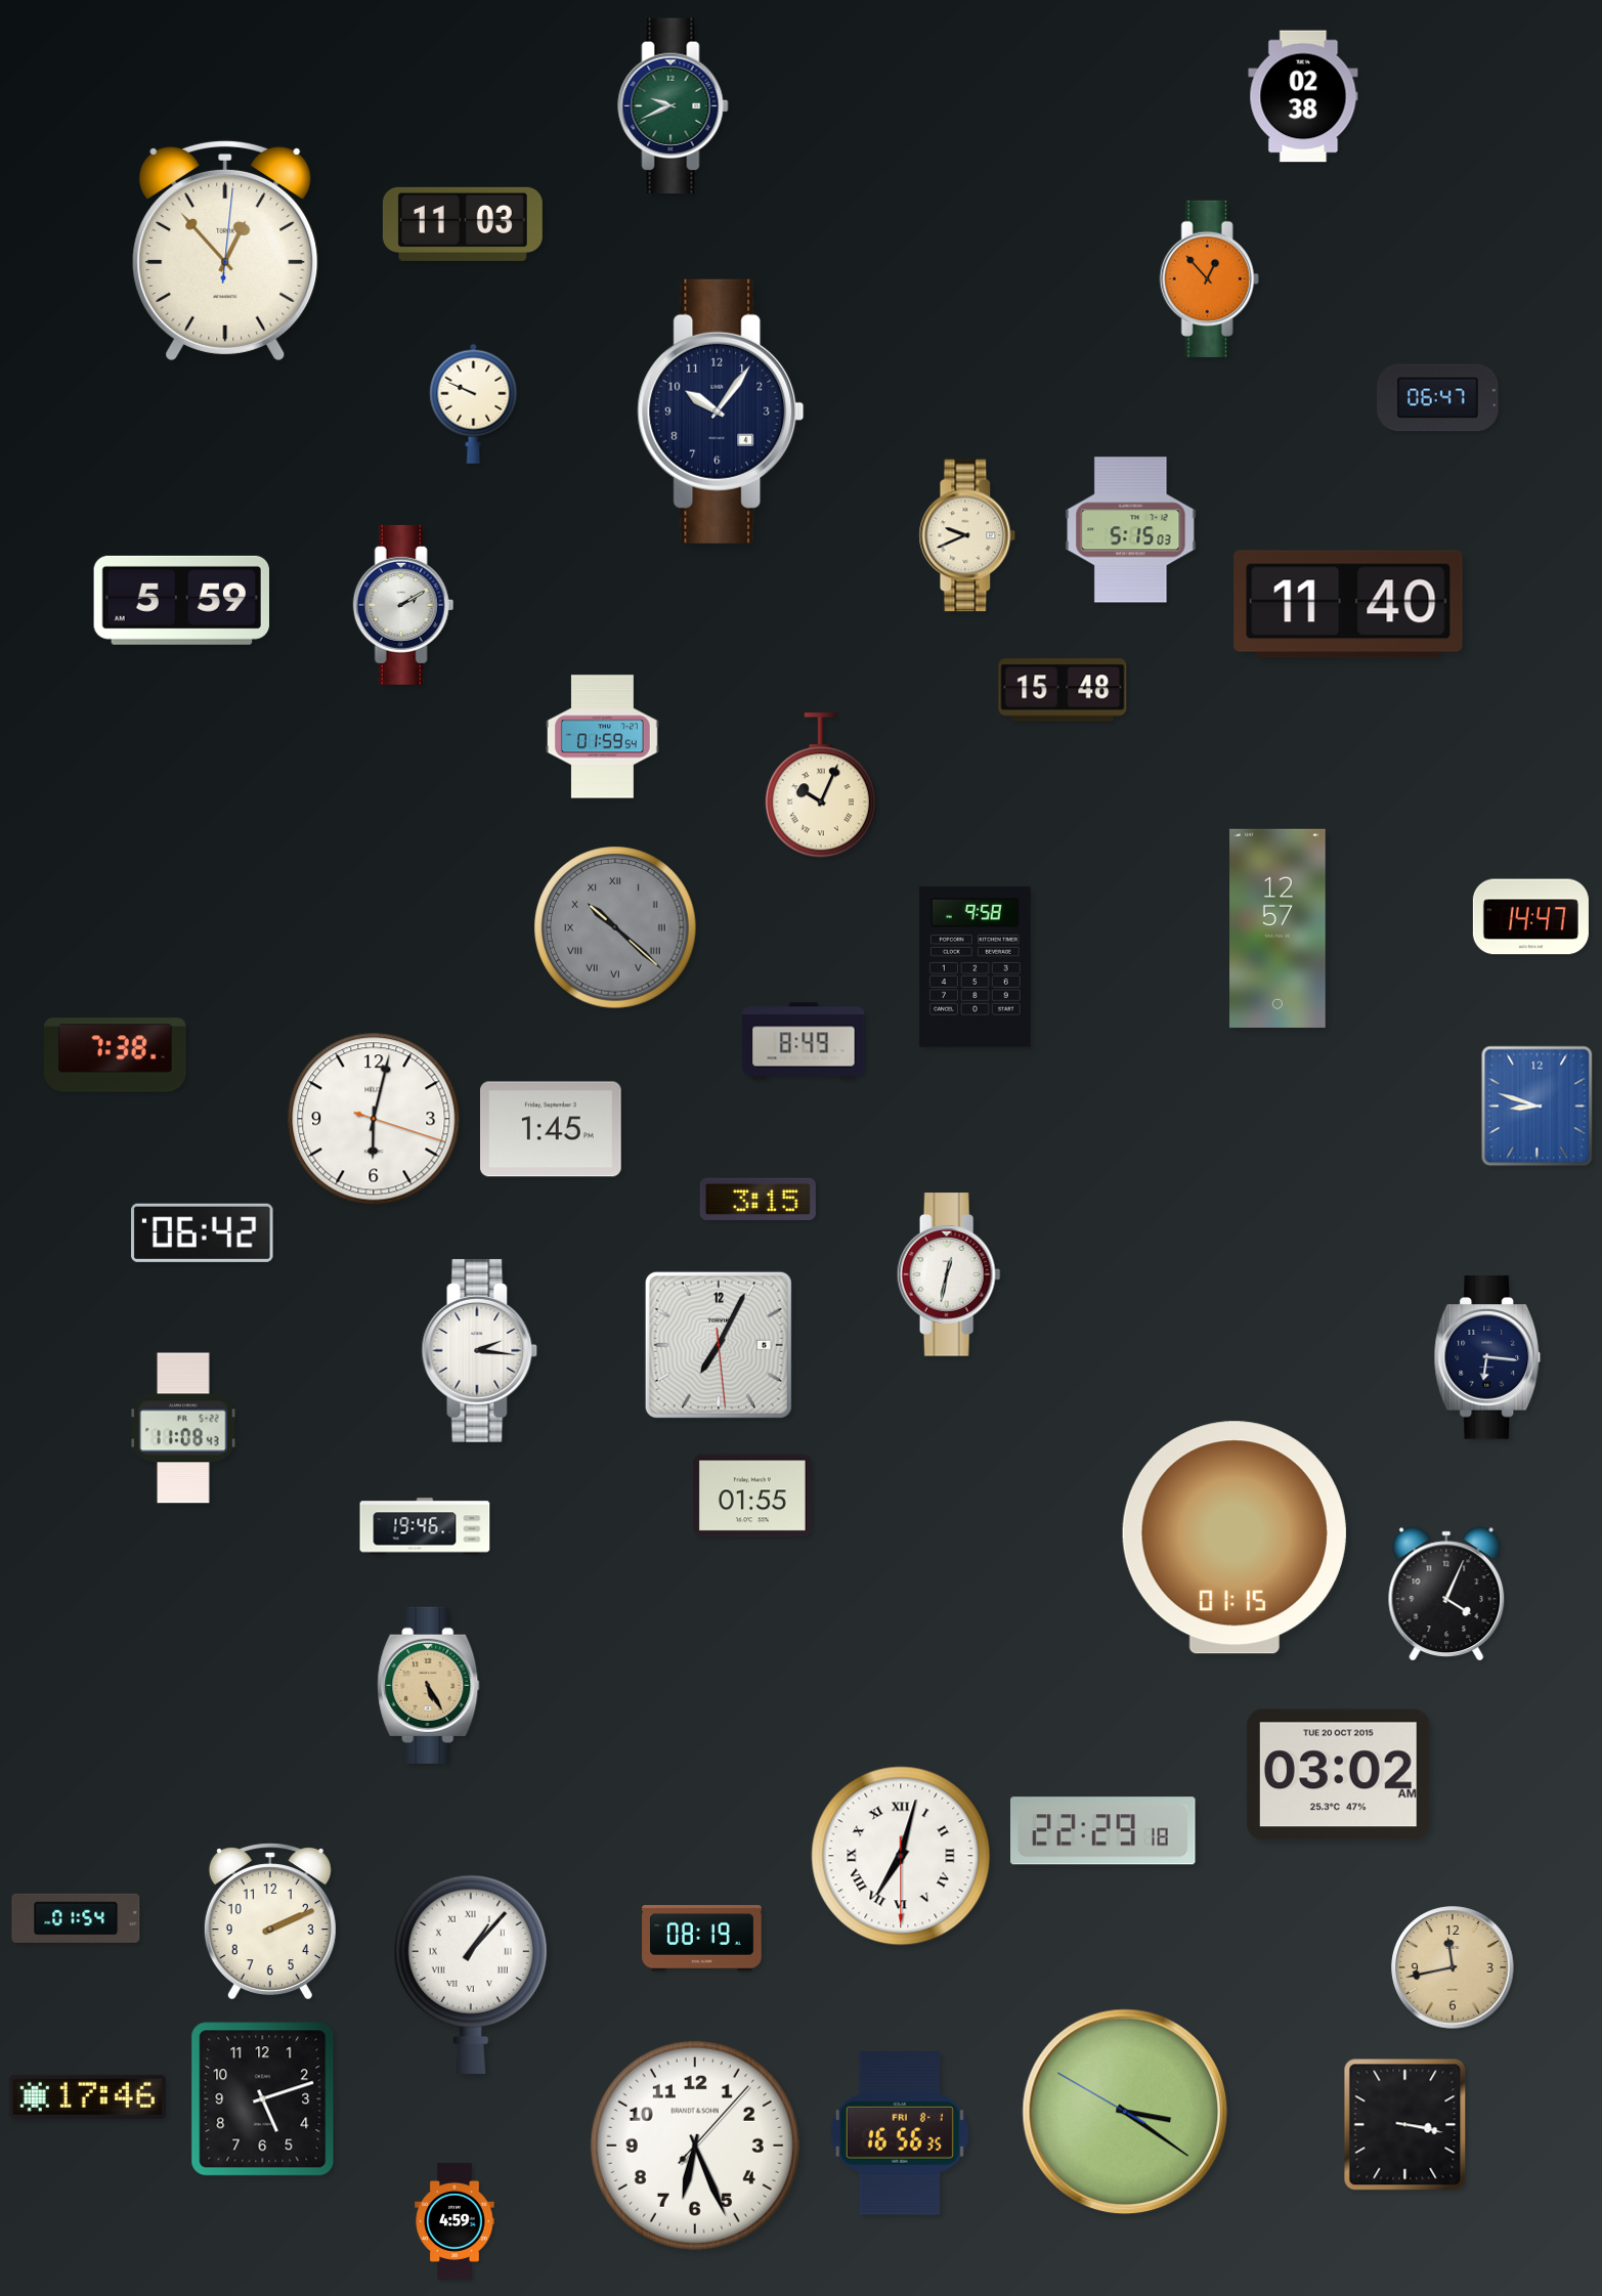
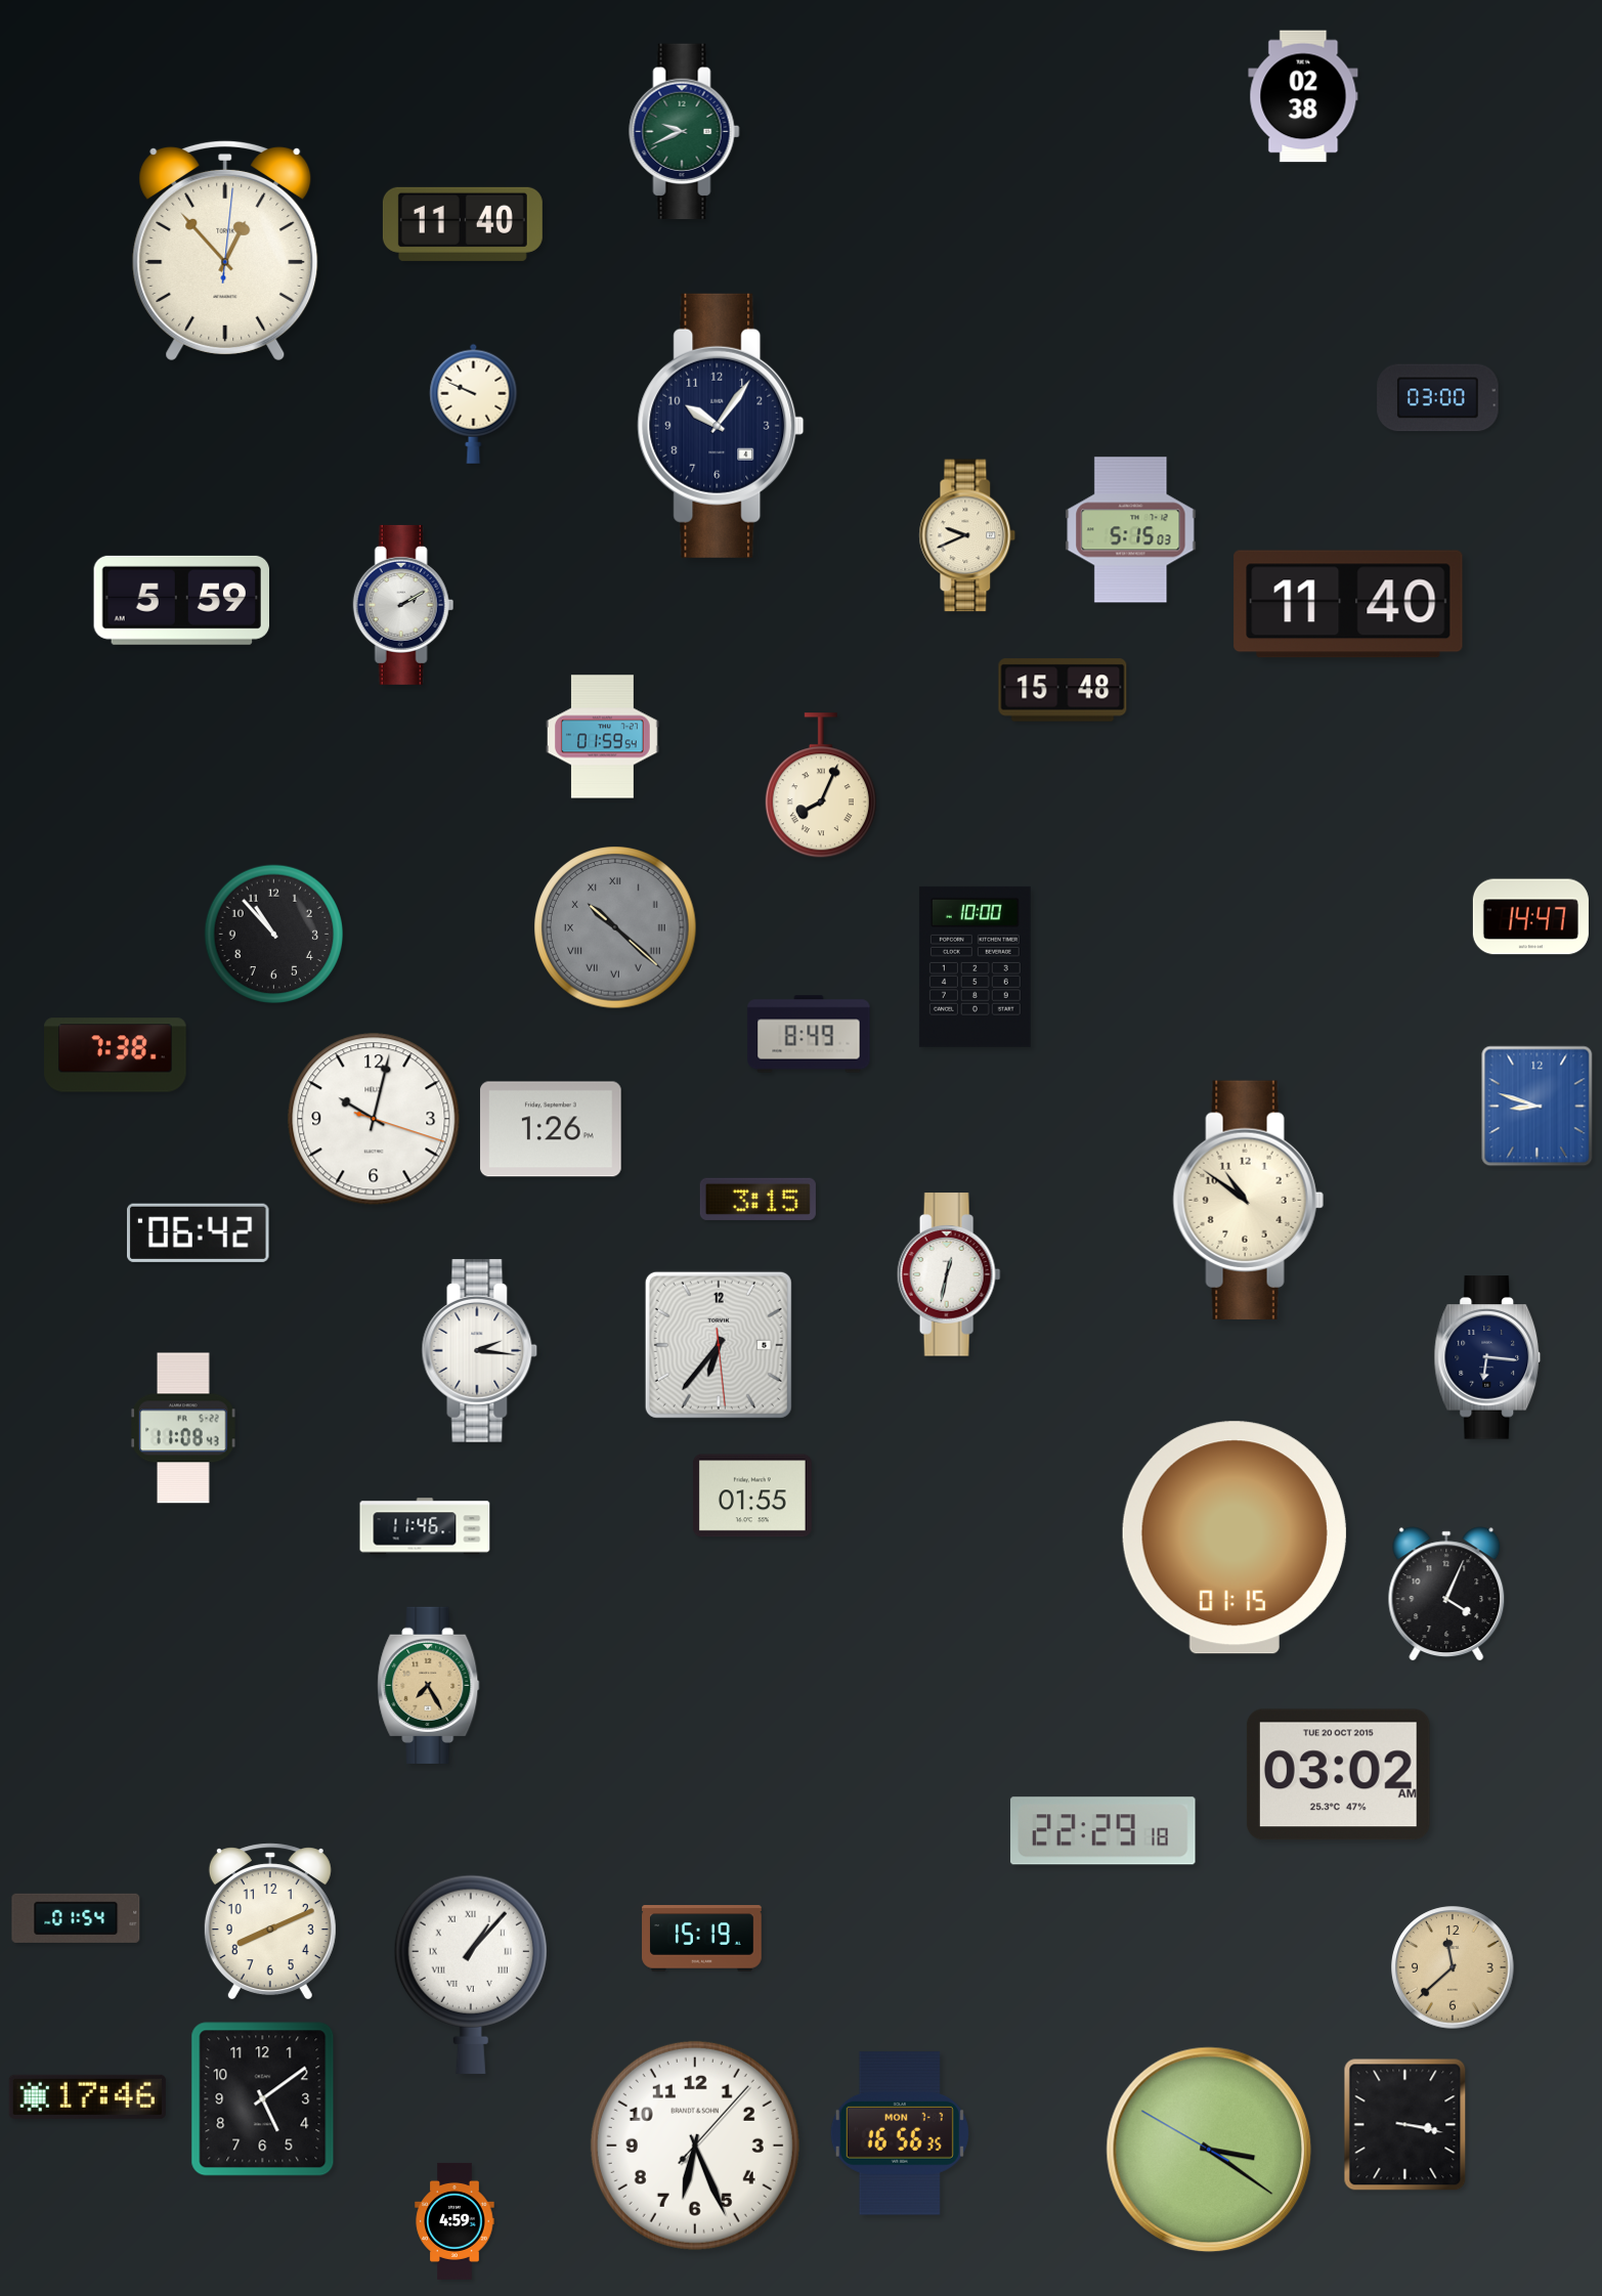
clock at (674, 106) position: (674, 106) -> (685, 132)
clock at (463, 224): 11:03 -> 11:40
clock at (1209, 278): 12:53 -> none
clock at (1438, 398): 06:47 -> 03:00
clock at (721, 411) position: (721, 411) -> (721, 426)
clock at (821, 786): 10:04 -> 8:04
clock at (1279, 928): 12:57 -> none
clock at (274, 935): none -> 10:53
clock at (975, 966): 9:58 -> 10:00
clock at (804, 1041) position: (804, 1041) -> (809, 1034)
clock at (374, 1119): 6:02 -> 10:02
clock at (552, 1129): 1:45 -> 1:26
clock at (1248, 1200): none -> 10:51
clock at (203, 1232) position: (203, 1232) -> (199, 1232)
clock at (719, 1345): 7:04 -> 6:36
clock at (425, 1526): 19:46 -> 11:46
clock at (429, 1685): 5:25 -> 7:25
clock at (901, 1856): 7:02 -> none
clock at (270, 1920): 2:11 -> 8:11
clock at (702, 1939): 08:19 -> 15:19
clock at (1453, 1967): 11:43 -> 11:38
clock at (263, 2099): 5:12 -> 5:09
clock at (1125, 2112) position: (1125, 2112) -> (1209, 2150)
clock at (900, 2133) date: FRI 8-1 -> MON 7-7
